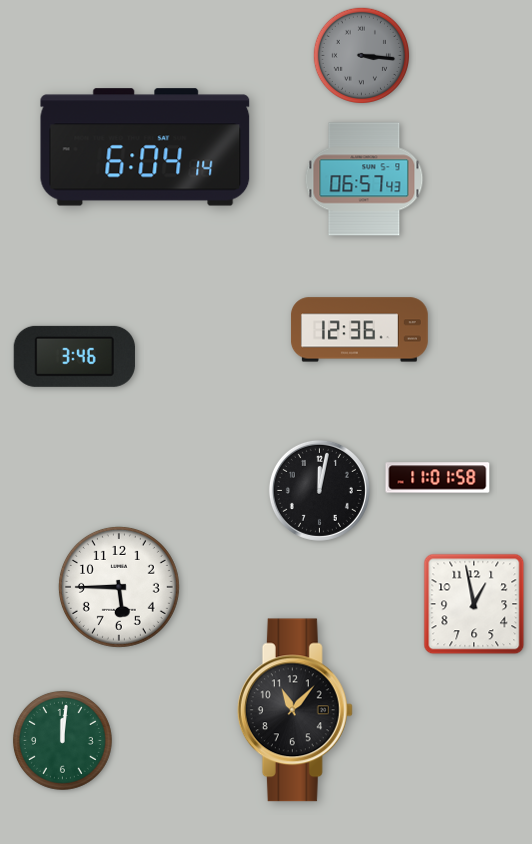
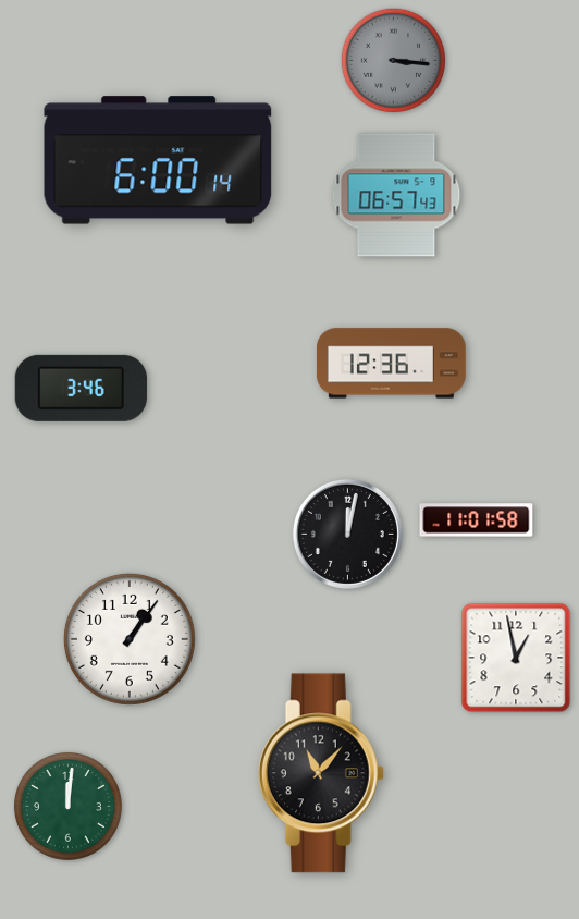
clock at (145, 147): 6:04 -> 6:00
clock at (359, 330) position: (359, 330) -> (391, 364)
clock at (119, 587): 5:45 -> 1:06
